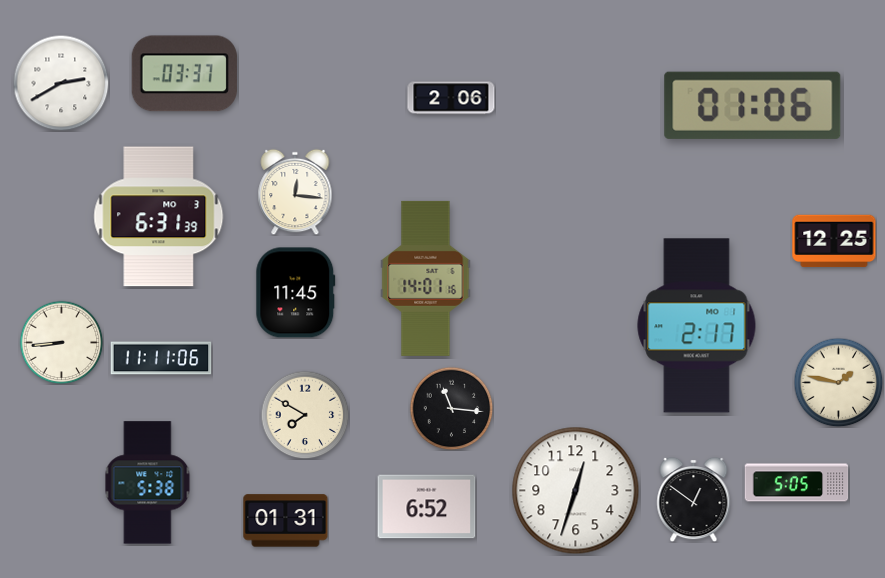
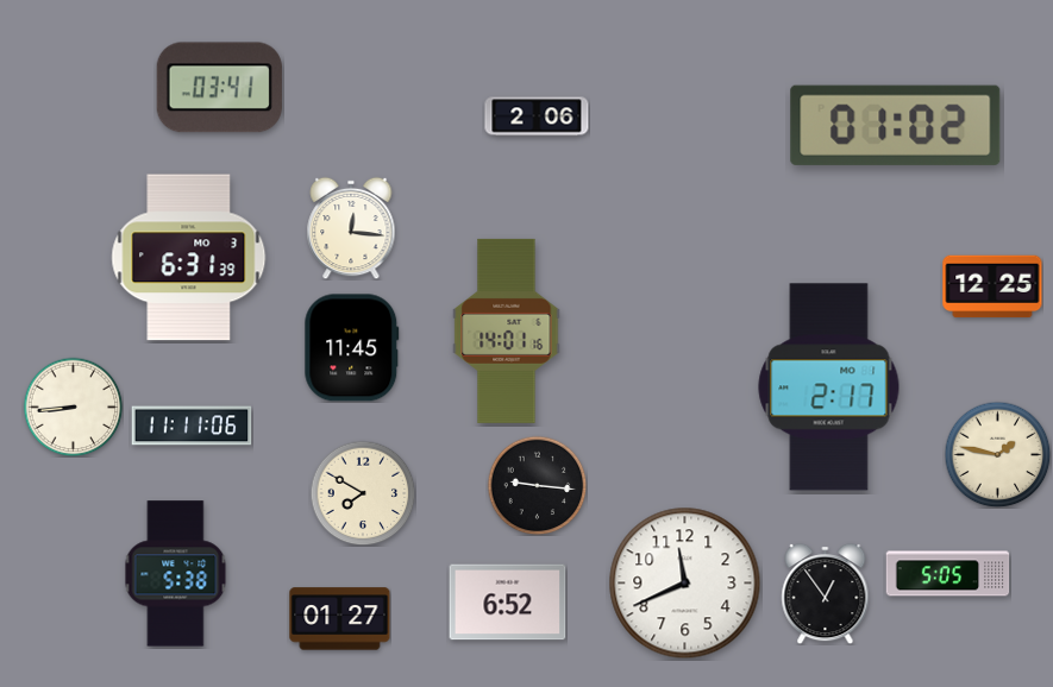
clock at (184, 74): 03:37 -> 03:41
clock at (61, 83): 2:40 -> none
clock at (753, 105): 01:06 -> 01:02
clock at (451, 408): 11:16 -> 9:16
clock at (576, 491): 12:33 -> 11:41
clock at (694, 499): 12:51 -> 12:54
clock at (286, 521): 01:31 -> 01:27
